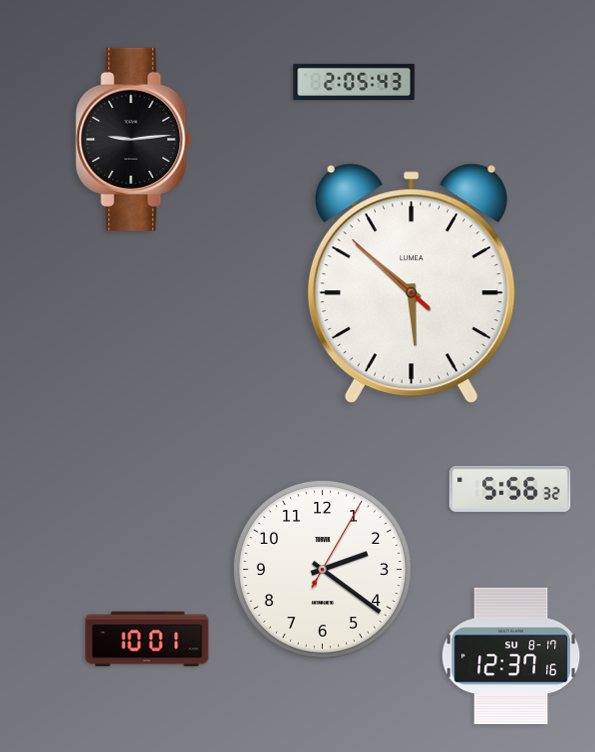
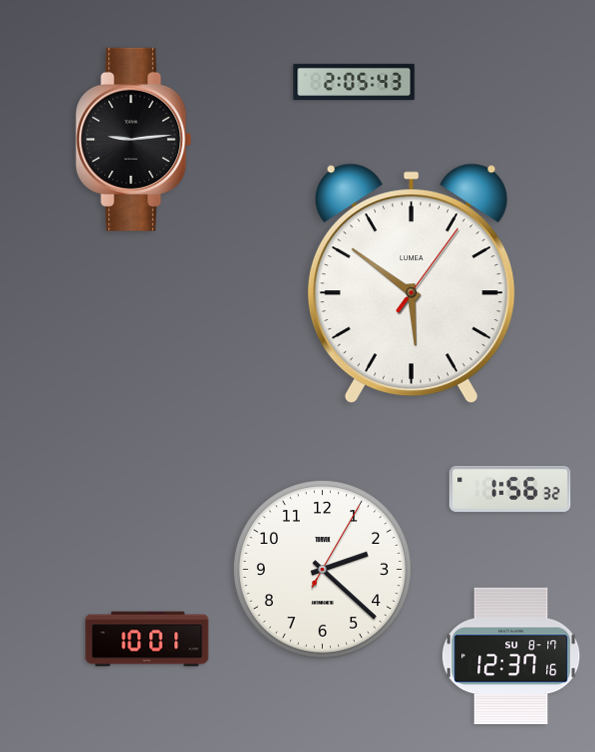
clock at (411, 284): 5:51:52 -> 5:51:06
clock at (510, 489): 5:56 -> 1:56
clock at (322, 569): 2:21 -> 2:22
